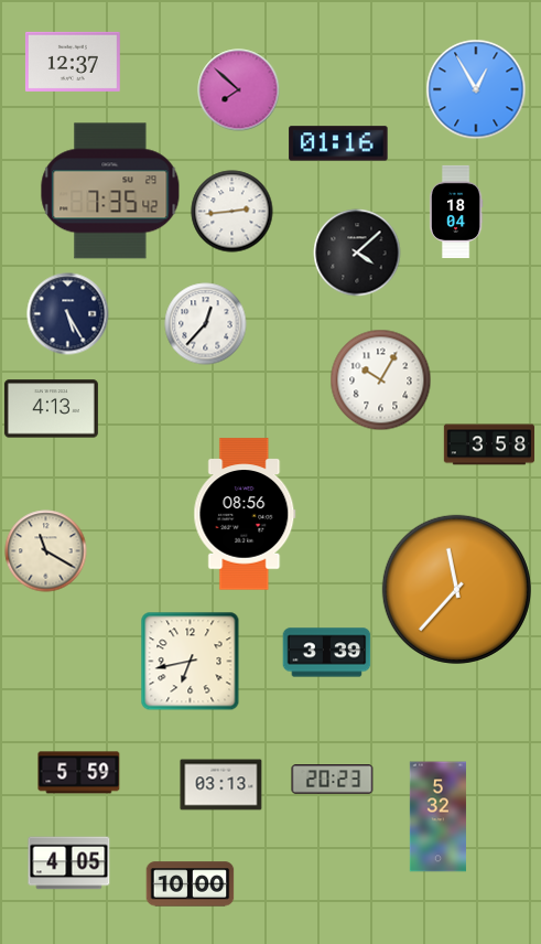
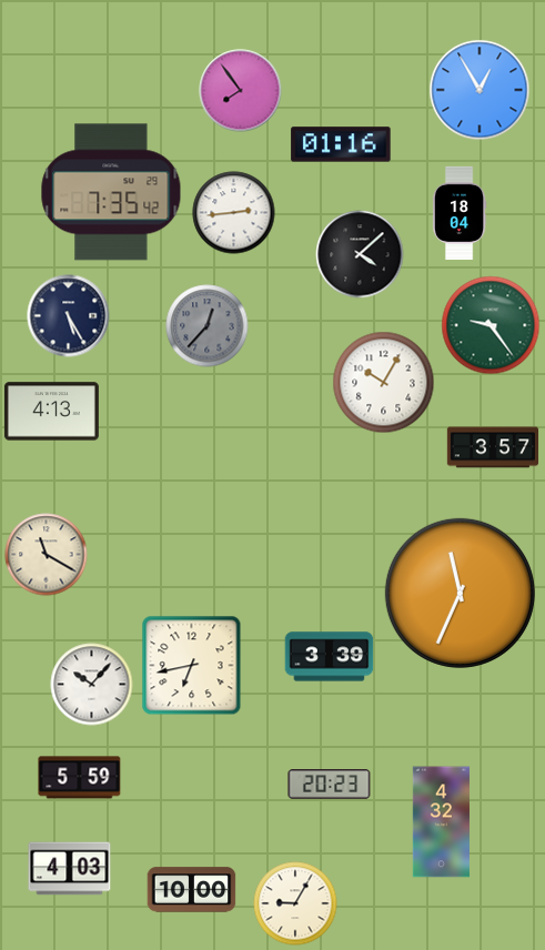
clock at (73, 62): 12:37 -> none
clock at (239, 90): 7:52 -> 7:54
clock at (491, 325): none -> 9:24
clock at (206, 324) dial: white -> grey
clock at (489, 444): 3:58 -> 3:57
clock at (245, 514): 08:56 -> none
clock at (456, 589): 11:37 -> 11:34
clock at (92, 685): none -> 10:07
clock at (333, 780) position: (333, 780) -> (330, 785)
clock at (221, 785): 03:13 -> none
clock at (437, 817): 5:32 -> 4:32
clock at (69, 863): 4:05 -> 4:03
clock at (295, 903): none -> 9:05
